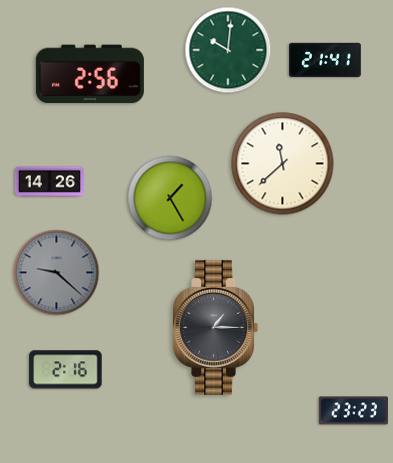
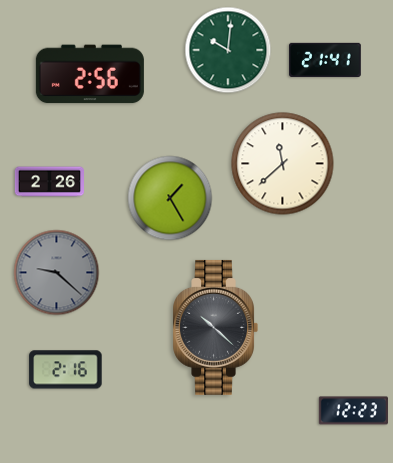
clock at (49, 182): 14:26 -> 2:26
clock at (215, 327): 1:15 -> 10:22
clock at (353, 411): 23:23 -> 12:23
